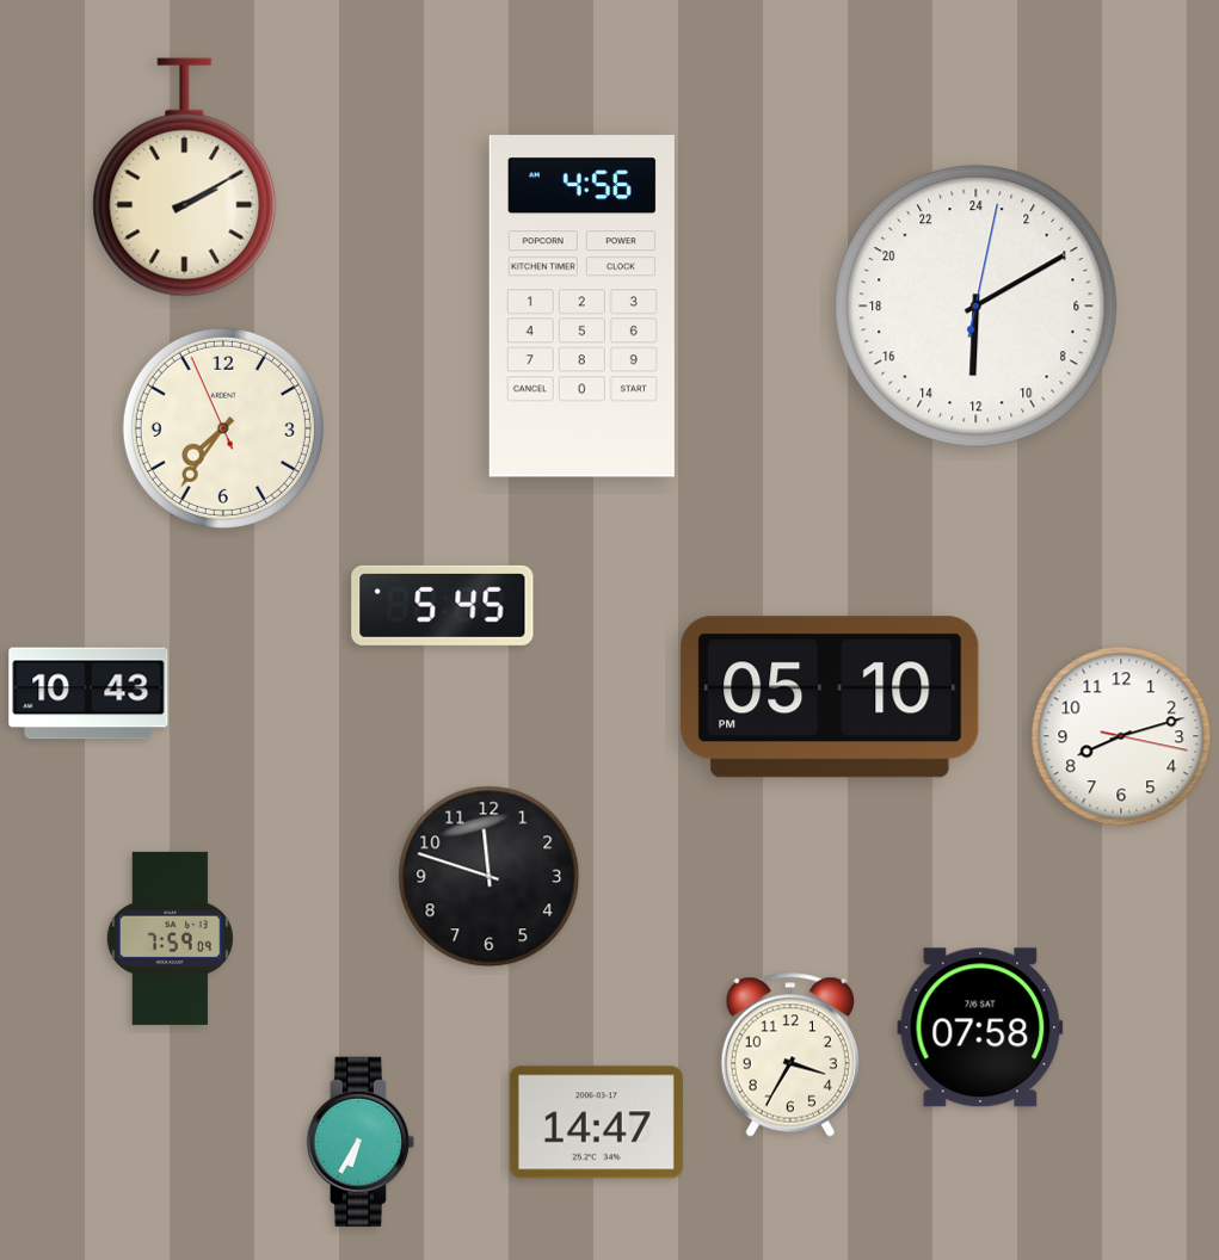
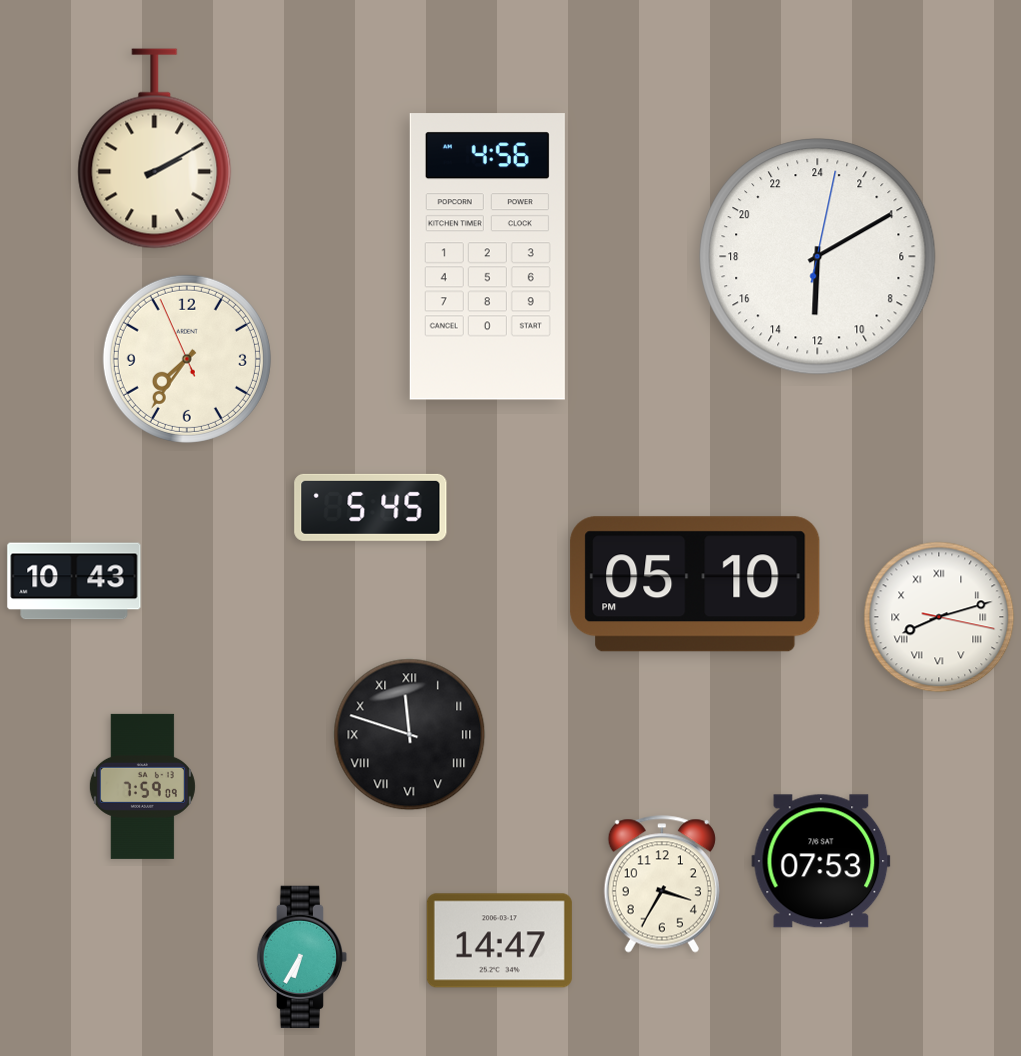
clock at (1121, 736) numerals: Arabic -> Roman
clock at (490, 877) numerals: Arabic -> Roman
clock at (980, 1027): 07:58 -> 07:53
